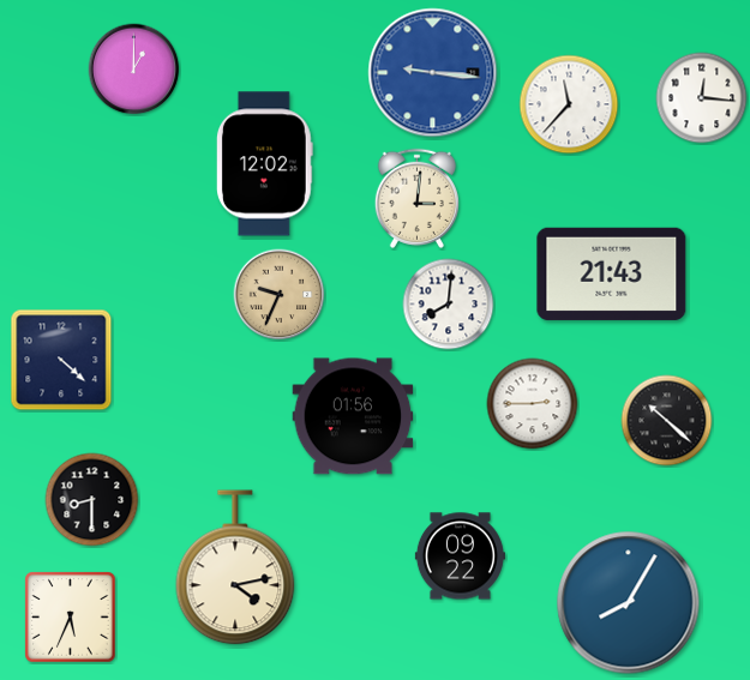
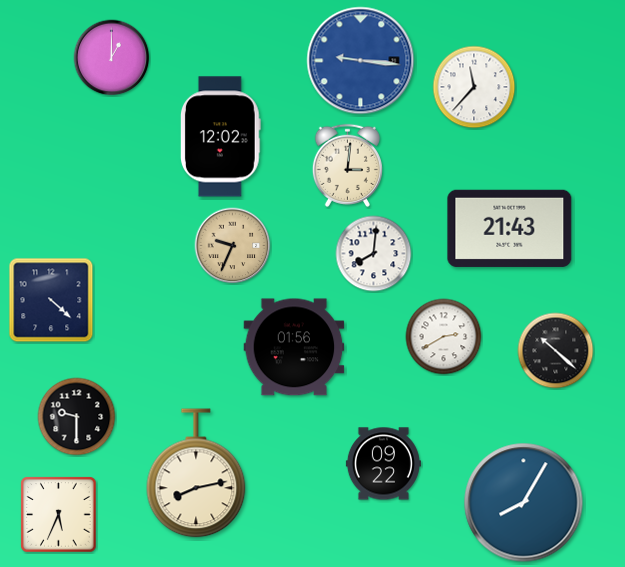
clock at (702, 98): 12:16 -> none
clock at (533, 404): 2:45 -> 2:40
clock at (92, 500): 8:30 -> 9:30
clock at (235, 567): 4:13 -> 8:13
